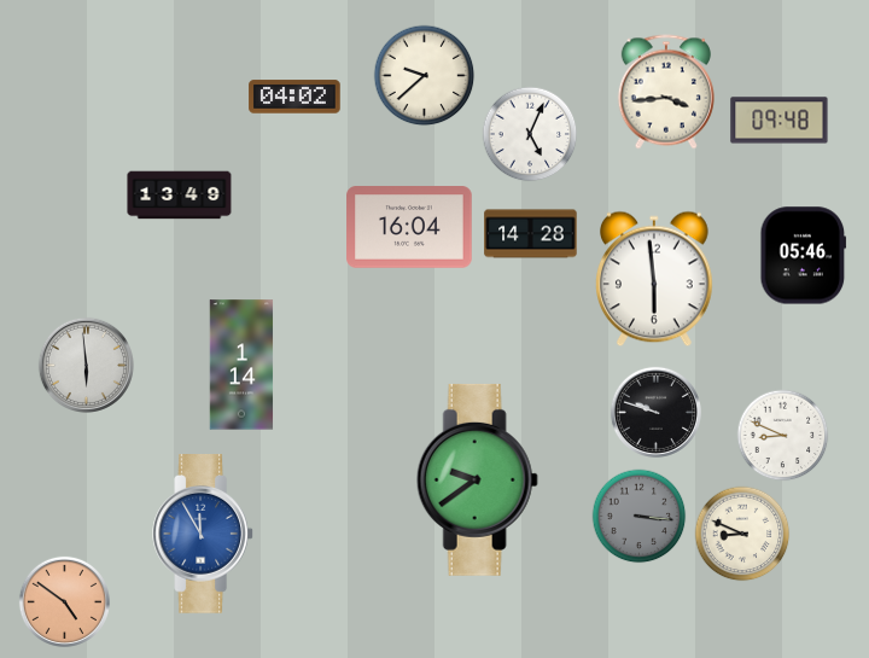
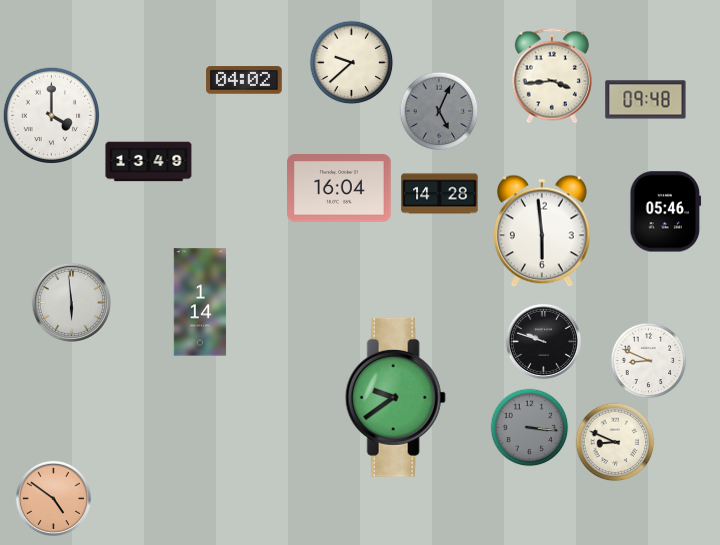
clock at (530, 134) dial: white -> grey
clock at (51, 115): none -> 4:00
clock at (203, 535): 11:55 -> none
